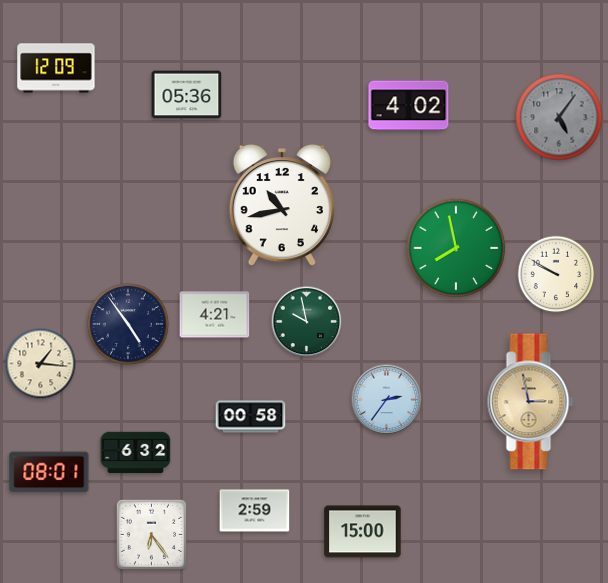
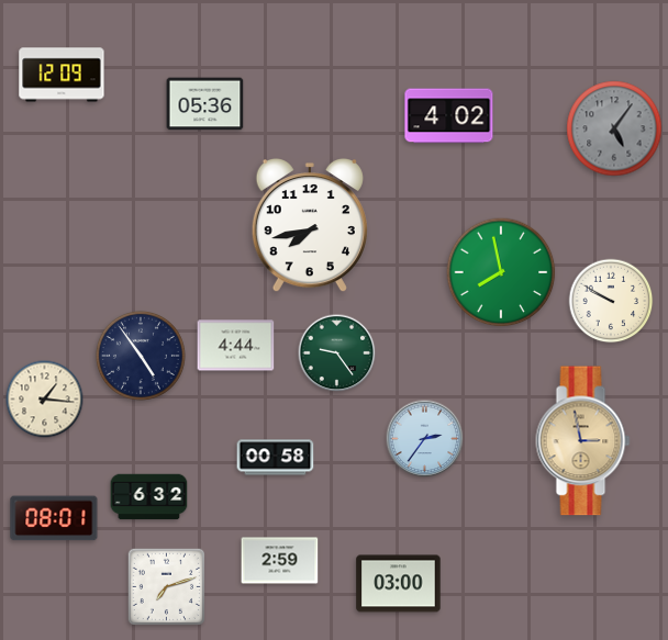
clock at (282, 205): 10:43 -> 7:43
clock at (215, 315): 4:21 -> 4:44
clock at (307, 322): 9:58 -> 9:24
clock at (363, 532): 15:00 -> 03:00
clock at (151, 534): 6:24 -> 7:12
